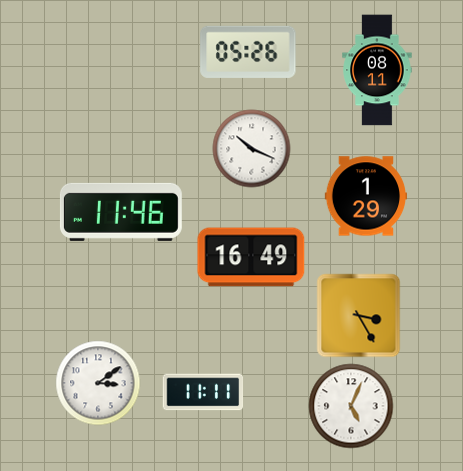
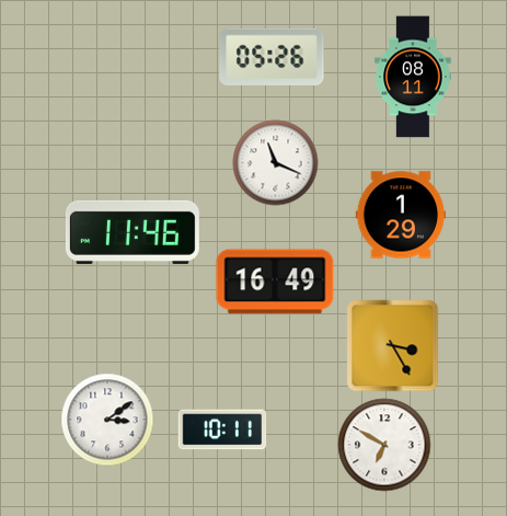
clock at (252, 149): 10:19 -> 11:19
clock at (203, 392): 11:11 -> 10:11
clock at (351, 406): 5:04 -> 6:50
